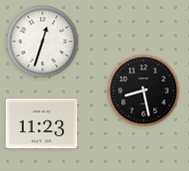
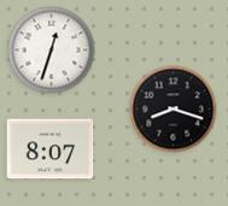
clock at (144, 91): 8:28 -> 8:18
clock at (42, 124): 11:23 -> 8:07
